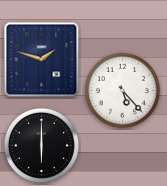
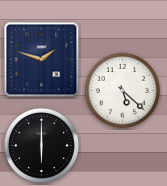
clock at (122, 90): 5:23 -> 5:22
